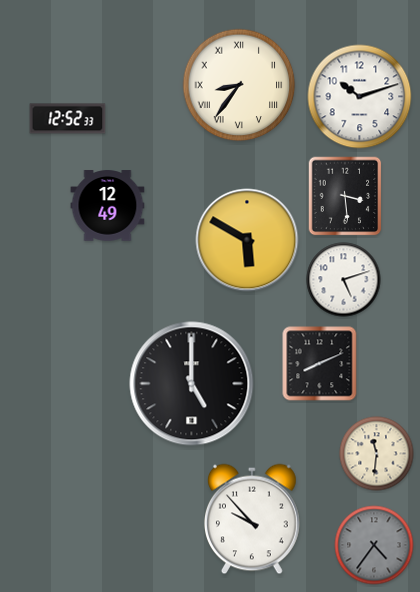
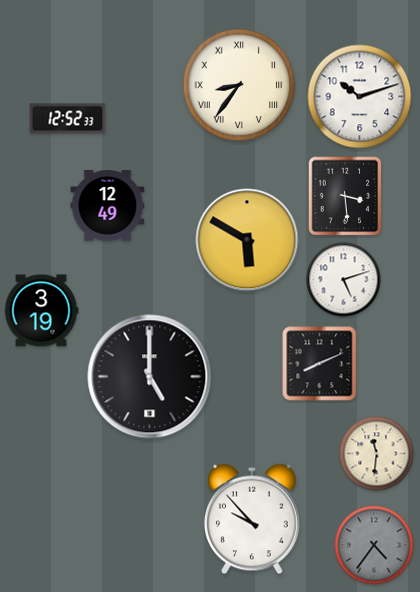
clock at (41, 311): none -> 3:19
clock at (192, 384) position: (192, 384) -> (150, 377)
